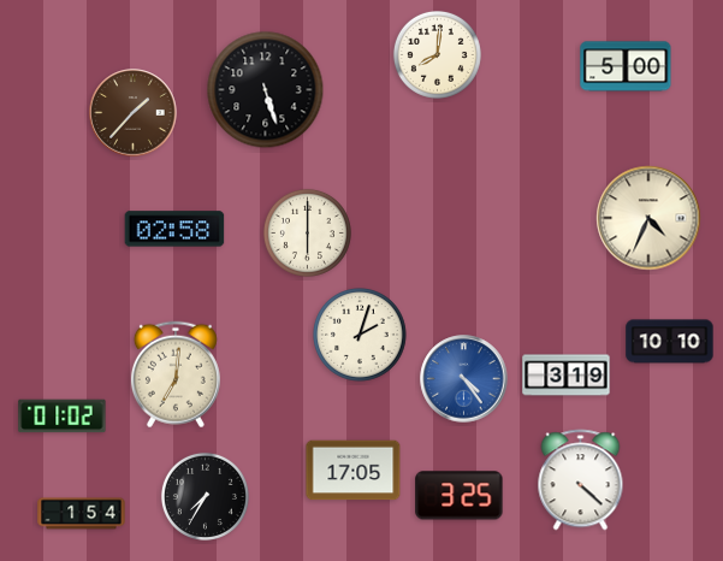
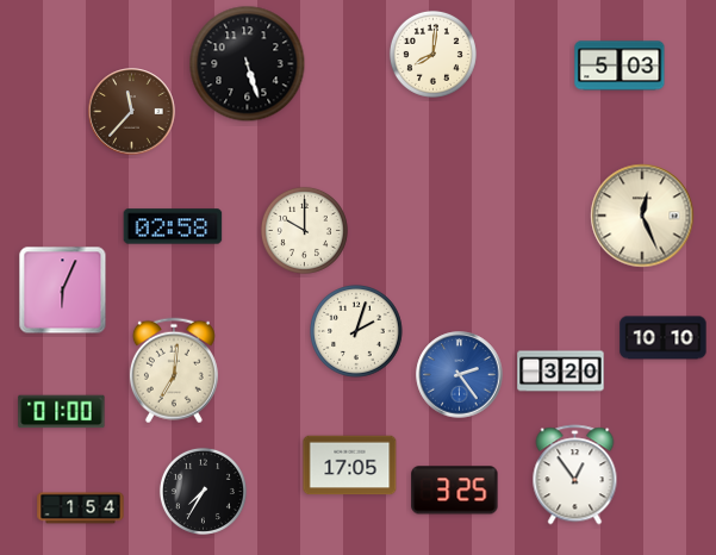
clock at (626, 66): 5:00 -> 5:03
clock at (266, 90) position: (266, 90) -> (248, 64)
clock at (134, 113): 1:37 -> 11:37
clock at (648, 218): 4:34 -> 12:26
clock at (307, 232): 6:00 -> 10:00
clock at (63, 291): none -> 6:04
clock at (567, 376): 3:19 -> 3:20
clock at (464, 379): 4:24 -> 2:24
clock at (63, 417): 01:02 -> 01:00
clock at (581, 480): 4:22 -> 12:54
